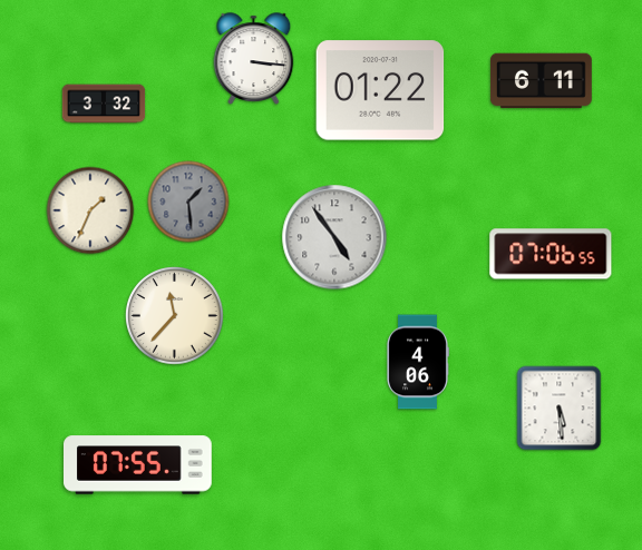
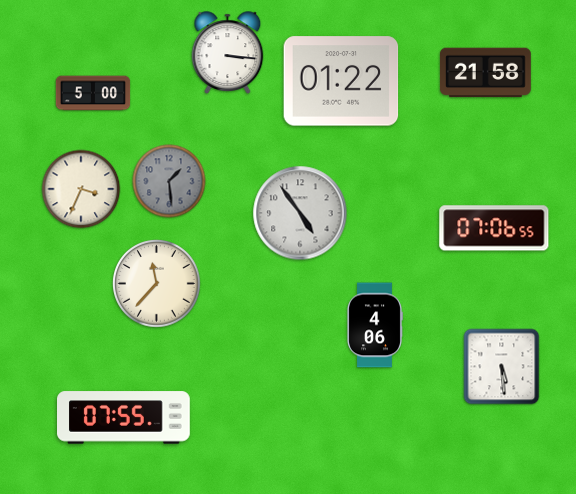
clock at (541, 81): 6:11 -> 21:58
clock at (104, 104): 3:32 -> 5:00
clock at (90, 210): 1:34 -> 3:34
